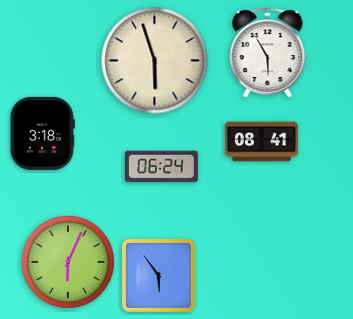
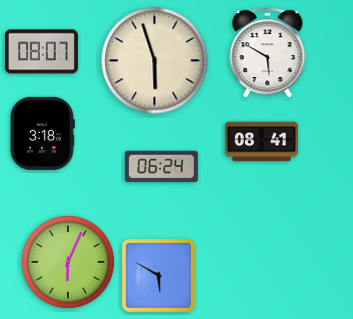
clock at (41, 52): none -> 08:07
clock at (268, 53): 5:55 -> 5:50
clock at (158, 275): 5:54 -> 5:50
